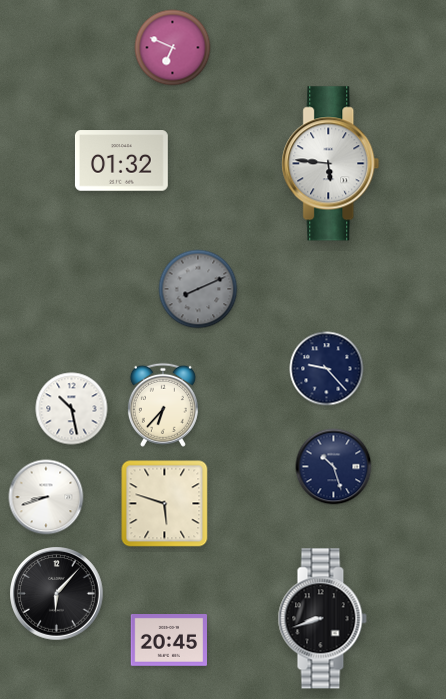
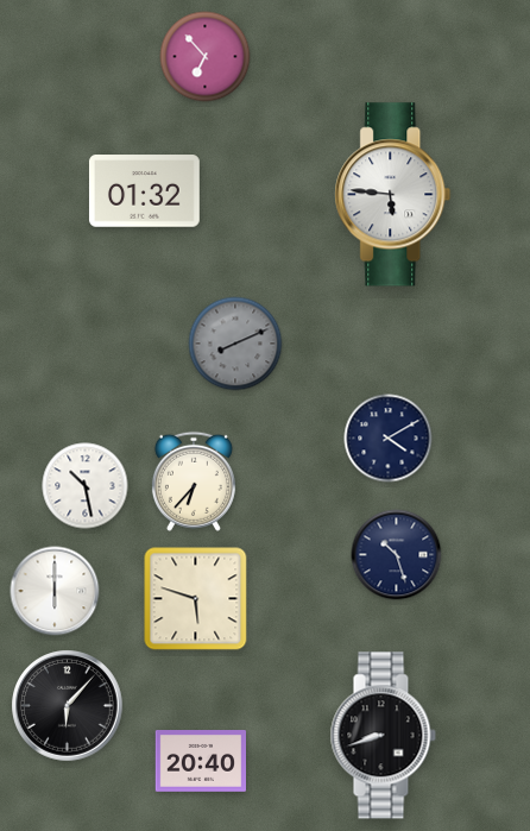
clock at (173, 48): 6:49 -> 6:53
clock at (327, 369): 9:23 -> 4:10
clock at (46, 497): 8:42 -> 6:00
clock at (169, 641): 20:45 -> 20:40
